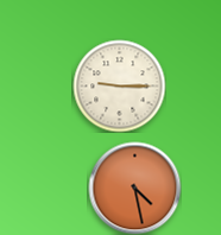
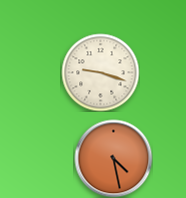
clock at (119, 85): 9:15 -> 9:18
